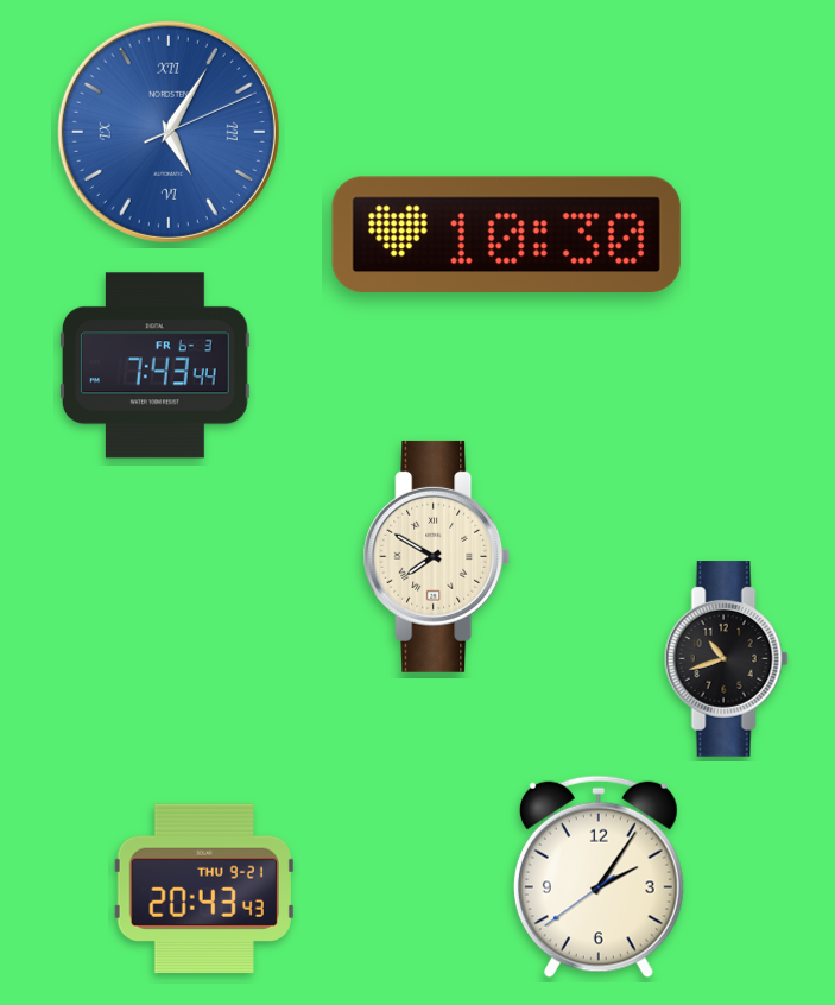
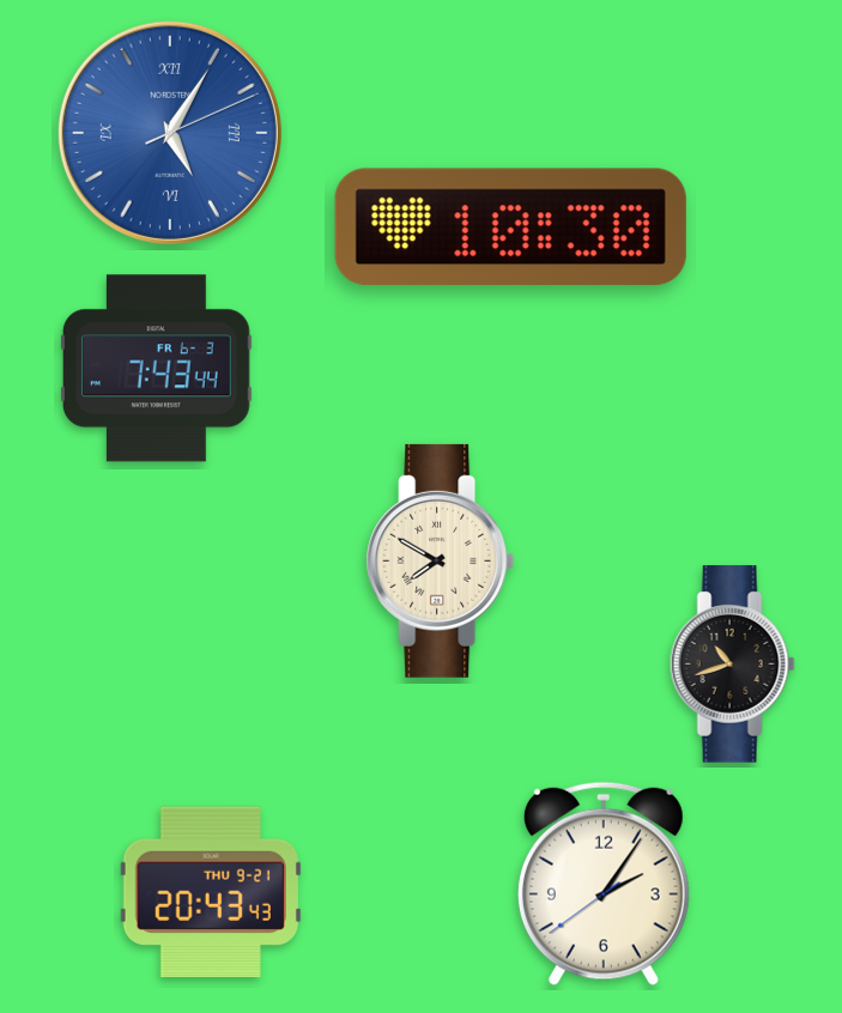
clock at (506, 234) position: (506, 234) -> (510, 226)
clock at (204, 889) position: (204, 889) -> (211, 892)
